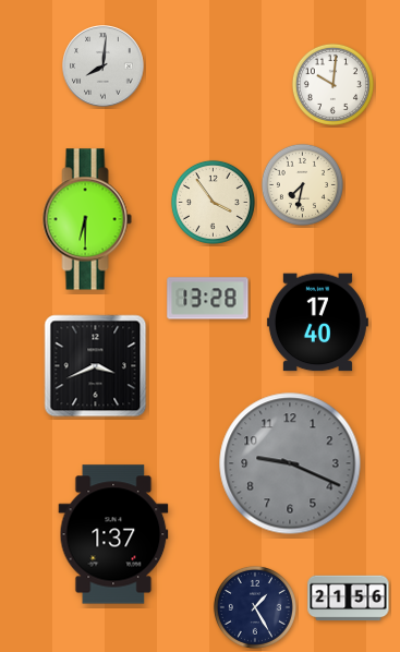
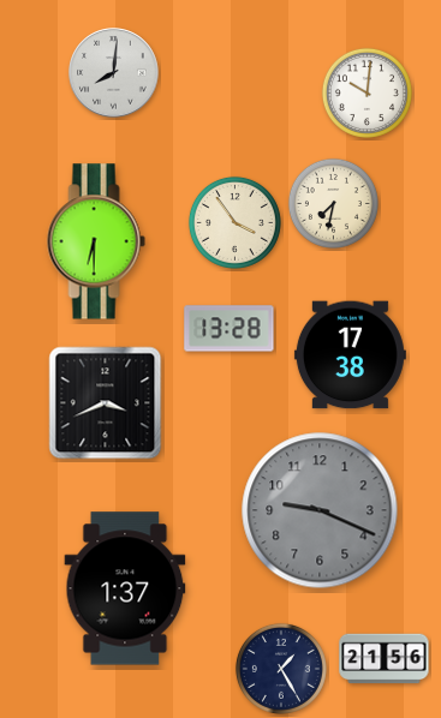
clock at (317, 323): 17:40 -> 17:38
